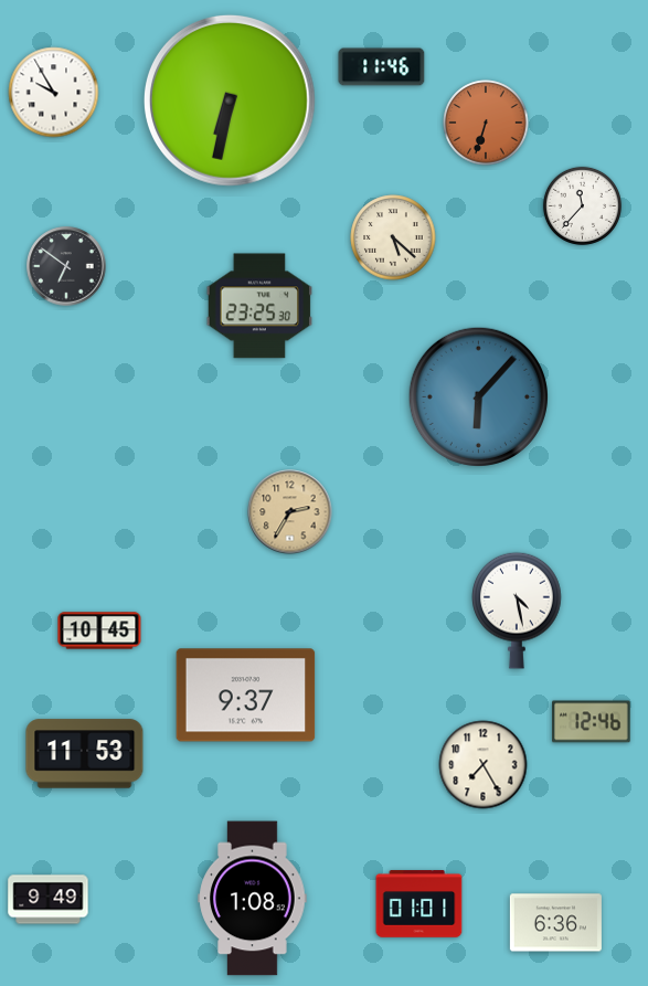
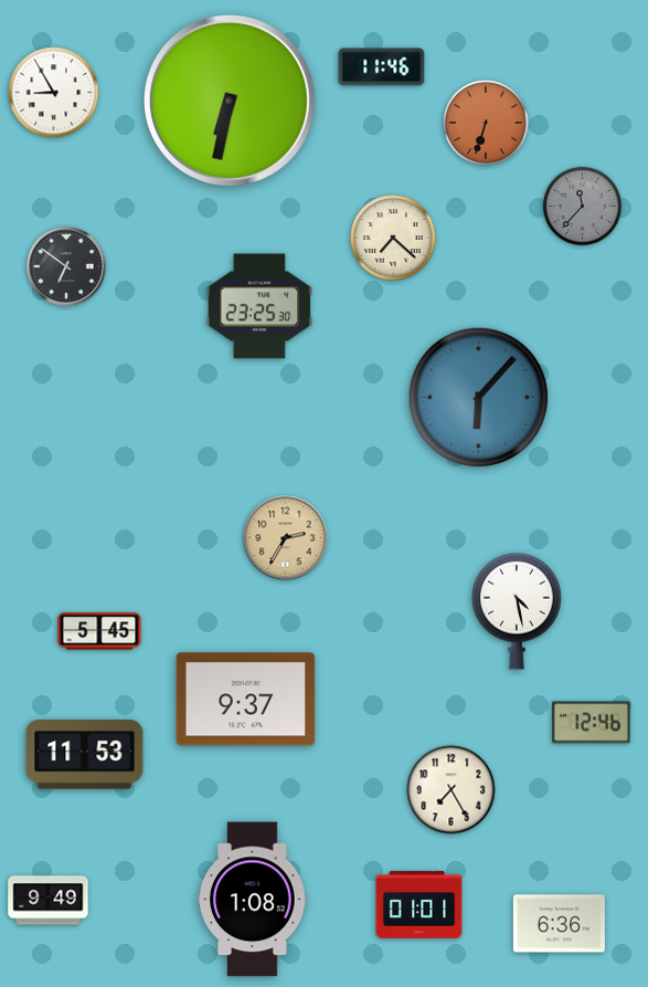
clock at (54, 93): 9:55 -> 8:55
clock at (582, 205) dial: white -> grey
clock at (393, 237): 5:22 -> 7:22
clock at (290, 512) position: (290, 512) -> (286, 538)
clock at (99, 630): 10:45 -> 5:45
clock at (246, 696) position: (246, 696) -> (246, 700)
clock at (484, 765) position: (484, 765) -> (452, 790)
clock at (555, 923) position: (555, 923) -> (559, 924)
